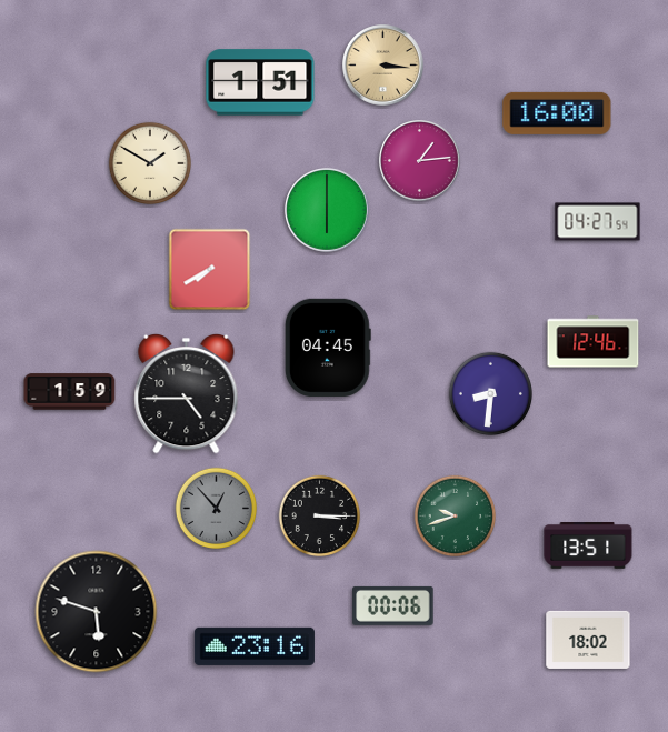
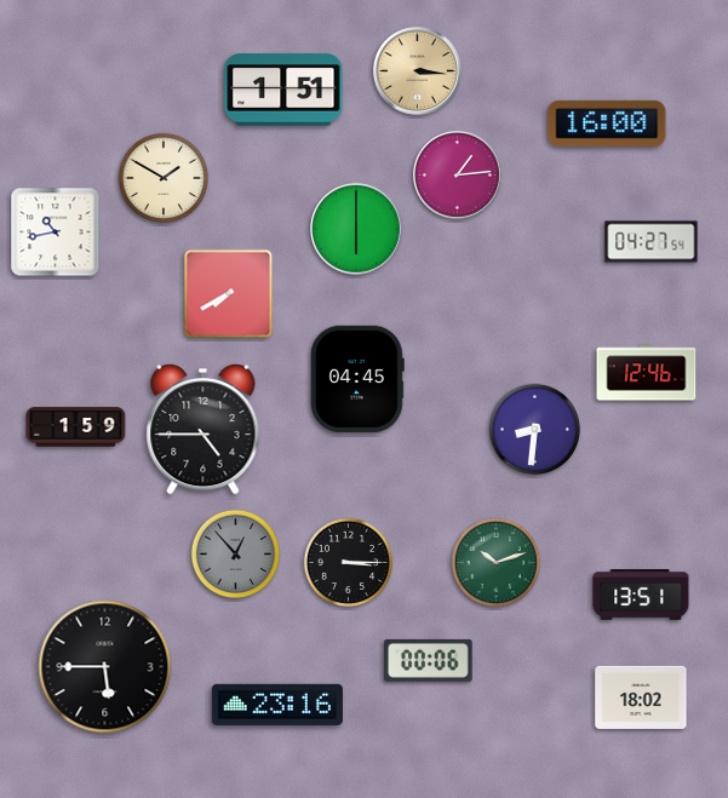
clock at (56, 232): none -> 10:43
clock at (456, 517): 9:42 -> 10:12
clock at (97, 612): 5:48 -> 5:45
